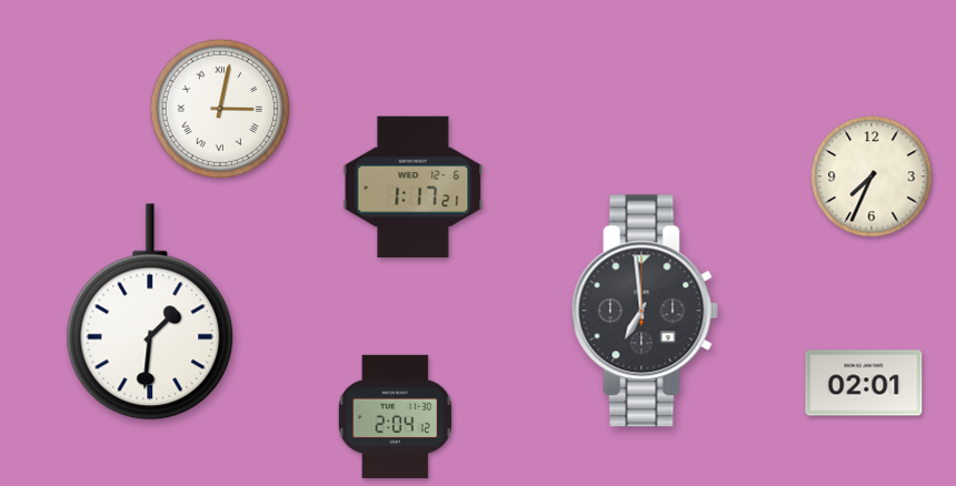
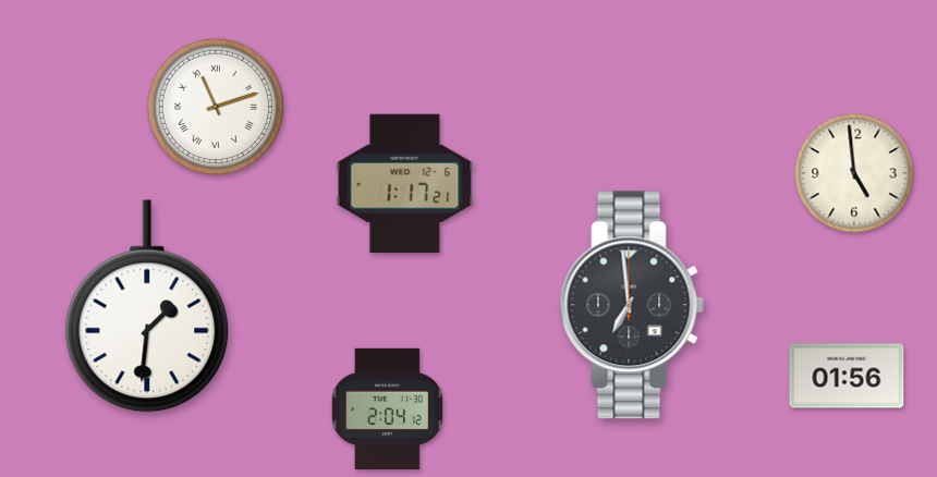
clock at (220, 109): 3:02 -> 11:12
clock at (872, 176): 7:34 -> 4:59
clock at (864, 383): 02:01 -> 01:56
